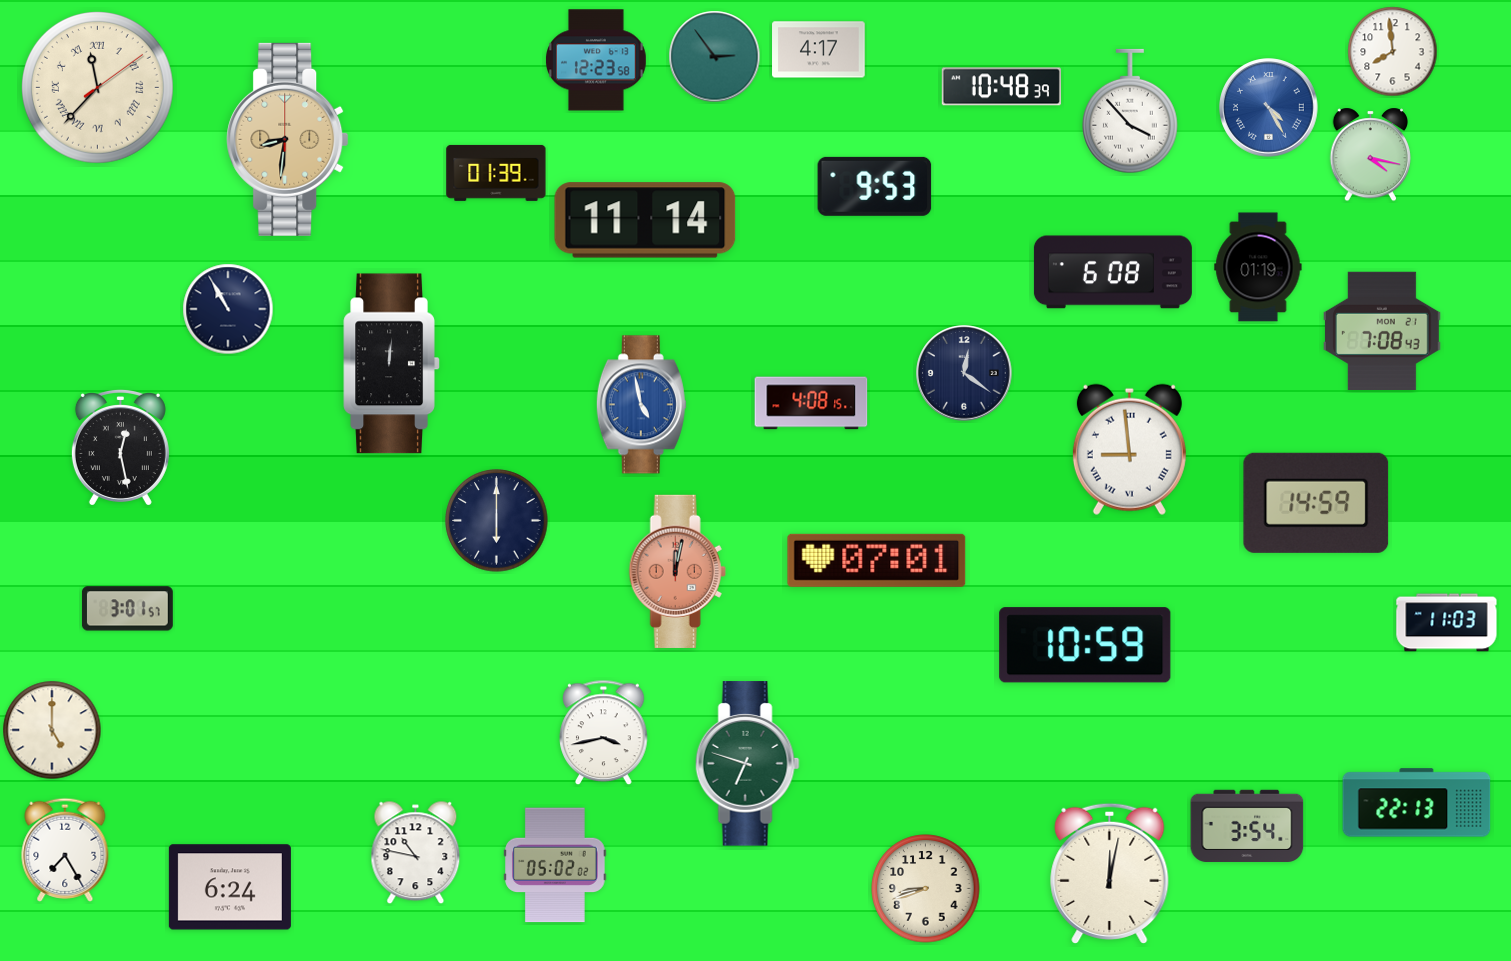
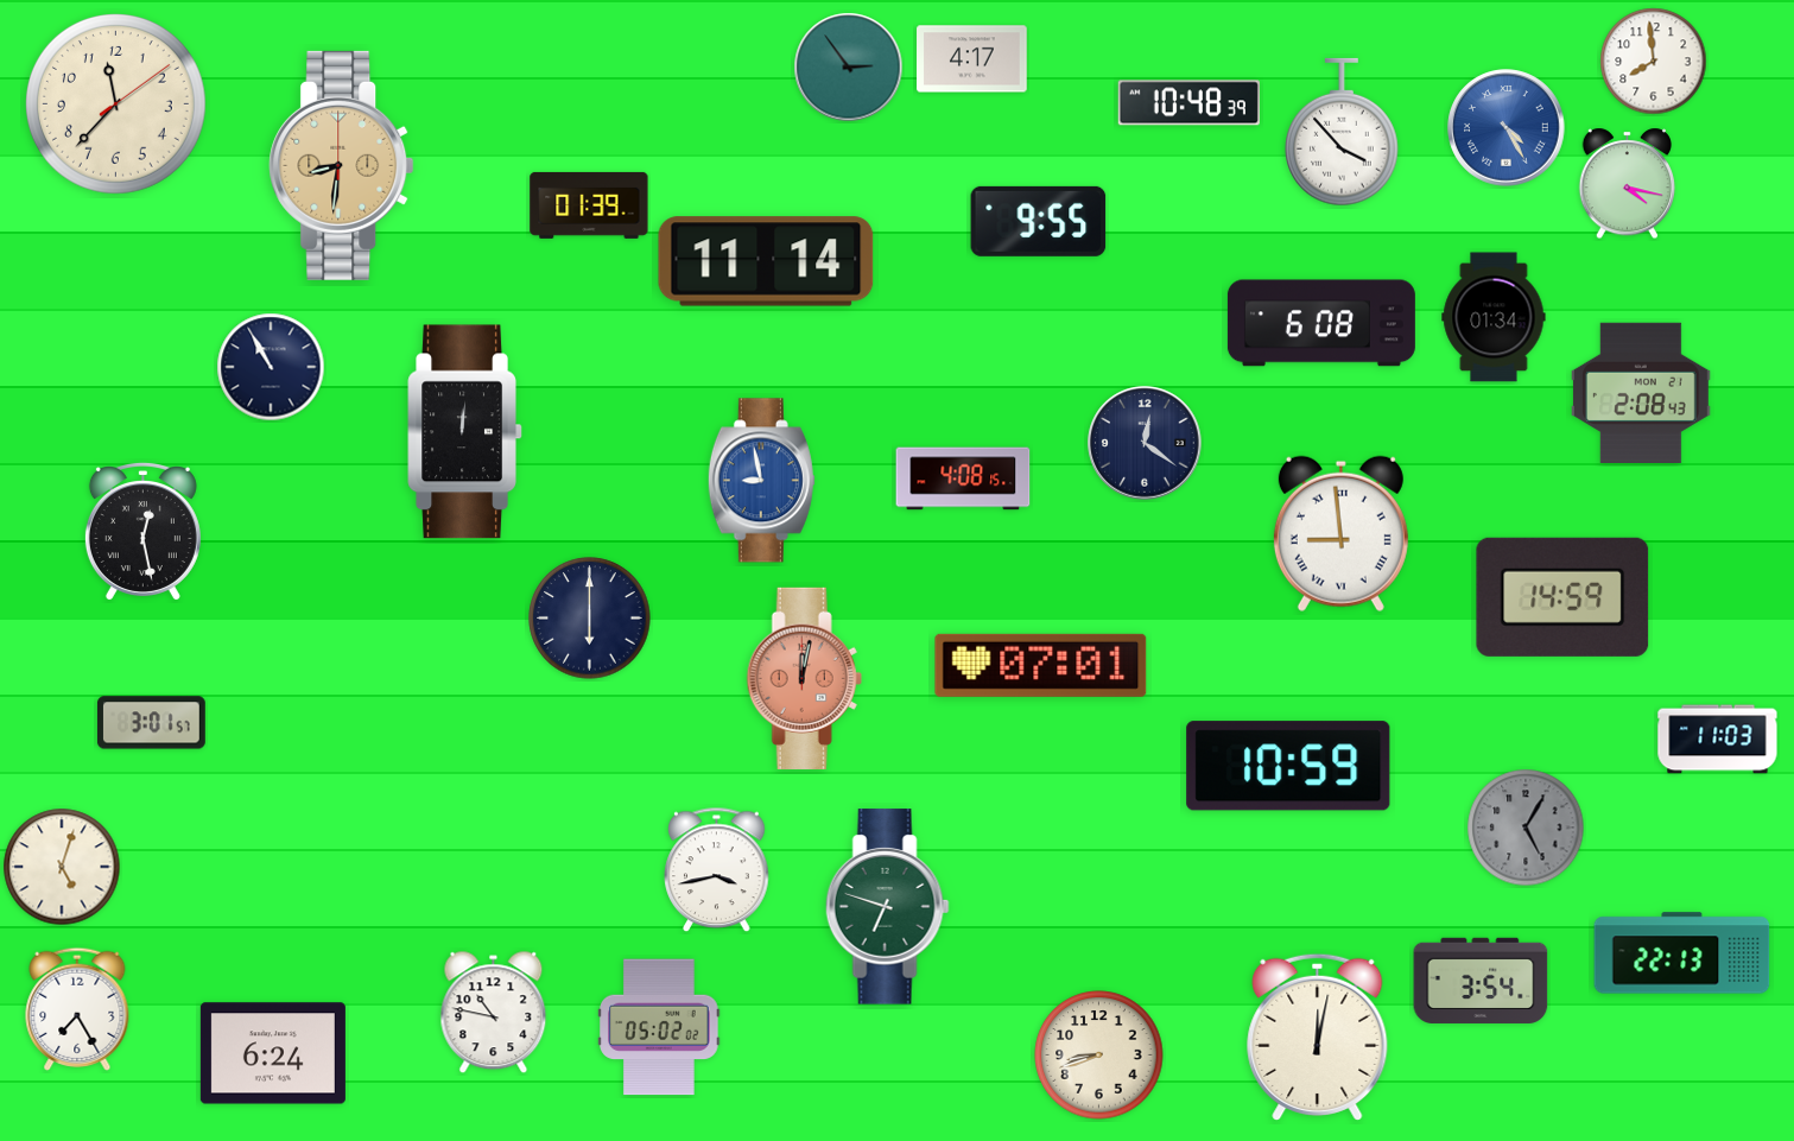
clock at (596, 60): 12:23 -> none
clock at (97, 87) numerals: Roman -> Arabic
clock at (875, 186): 9:53 -> 9:55
clock at (1258, 267): 01:19 -> 01:34
clock at (1383, 330): 7:08 -> 2:08
clock at (641, 405): 4:58 -> 8:58
clock at (1526, 828): none -> 5:05
clock at (52, 730): 5:00 -> 5:03
